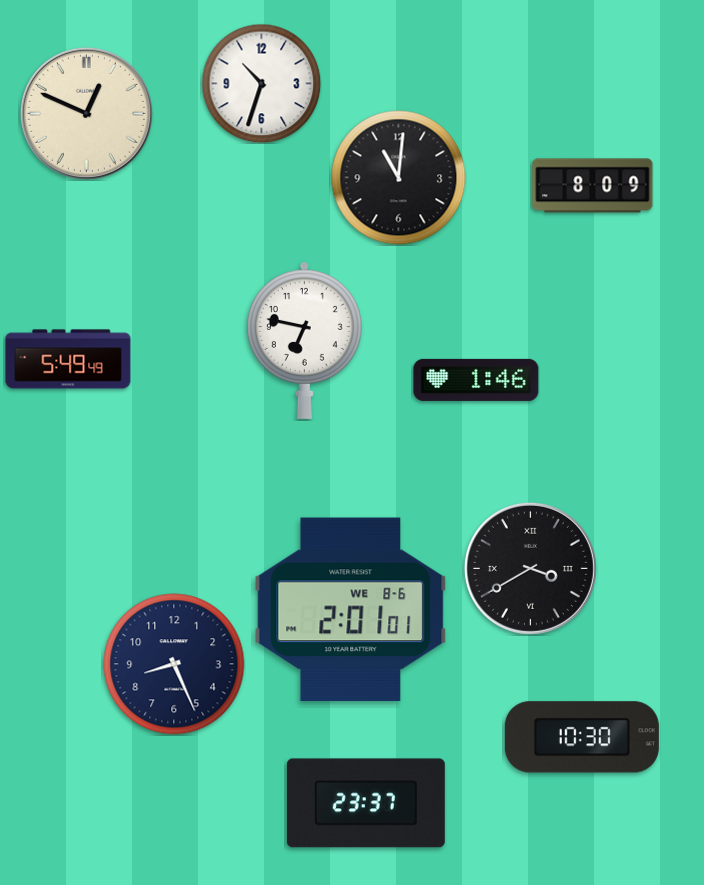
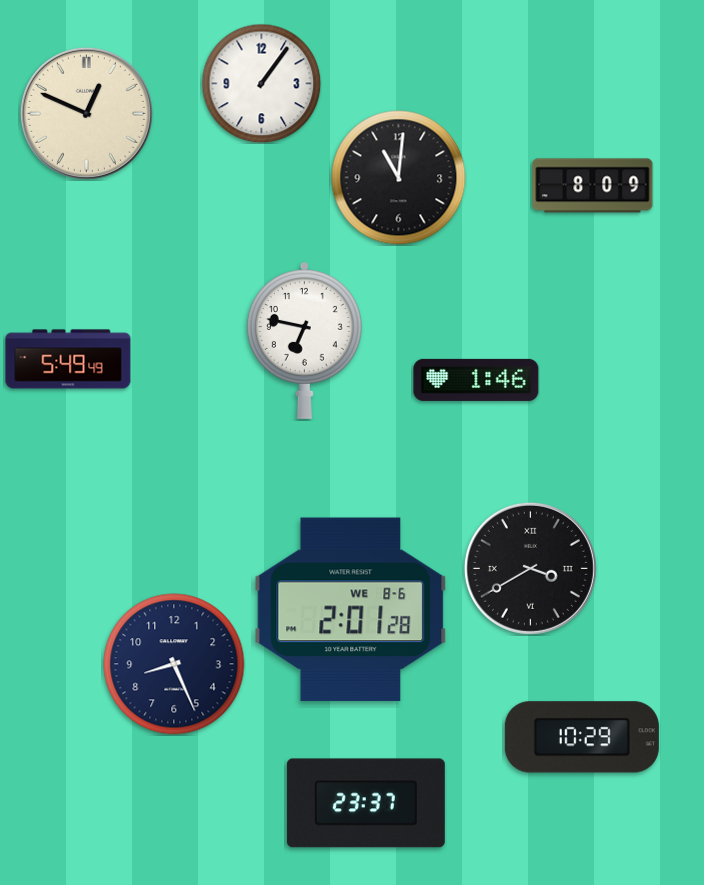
clock at (261, 83): 10:33 -> 1:06
clock at (351, 610): 2:01:01 -> 2:01:28
clock at (582, 737): 10:30 -> 10:29
